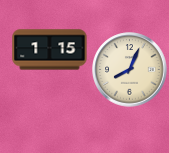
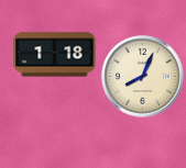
clock at (50, 50): 1:15 -> 1:18
